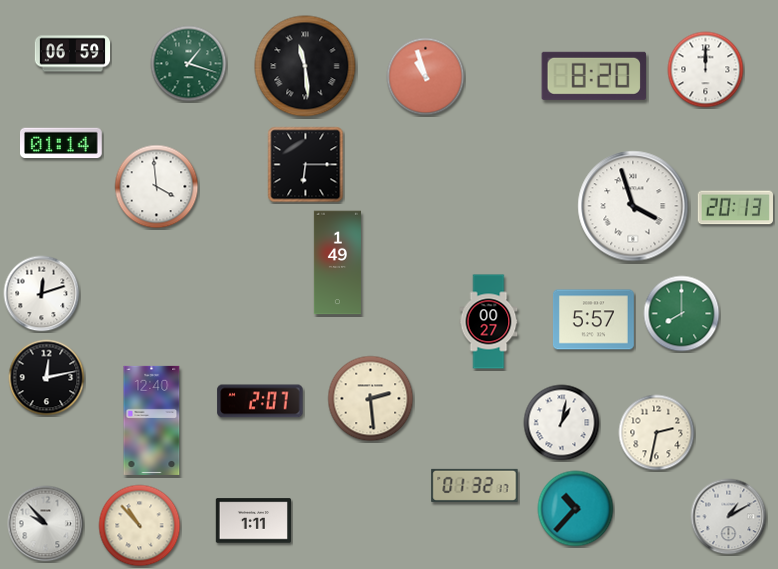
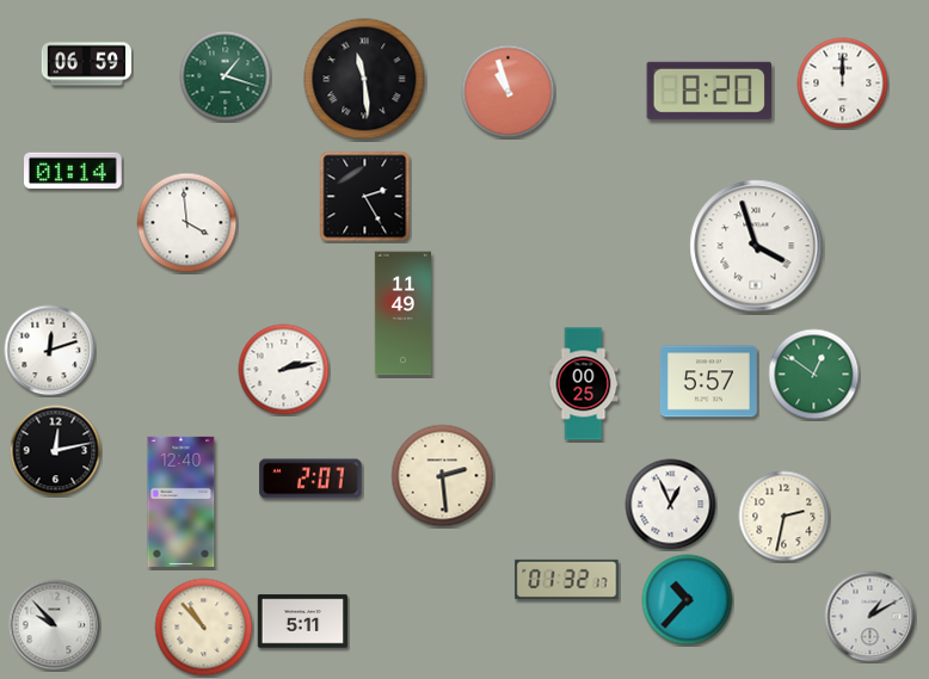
clock at (306, 165): 6:15 -> 2:25
clock at (735, 208): 20:13 -> none
clock at (337, 263): 1:49 -> 11:49
clock at (284, 370): none -> 2:13
clock at (682, 314): 8:00 -> 12:51
clock at (489, 322): 00:27 -> 00:25
clock at (562, 423): 1:02 -> 12:56
clock at (576, 509) position: (576, 509) -> (688, 600)
clock at (254, 521): 1:11 -> 5:11
clock at (140, 526) position: (140, 526) -> (204, 628)
